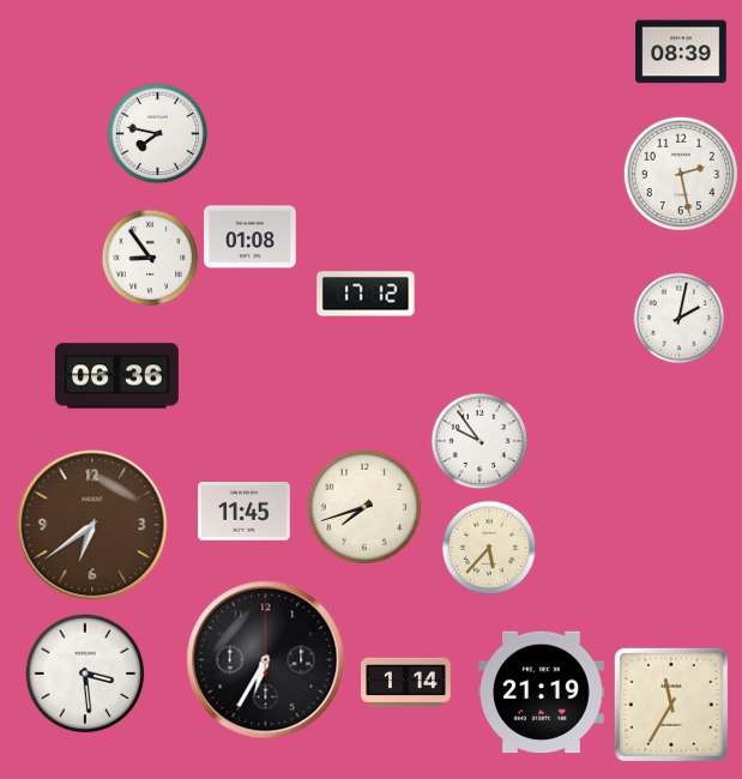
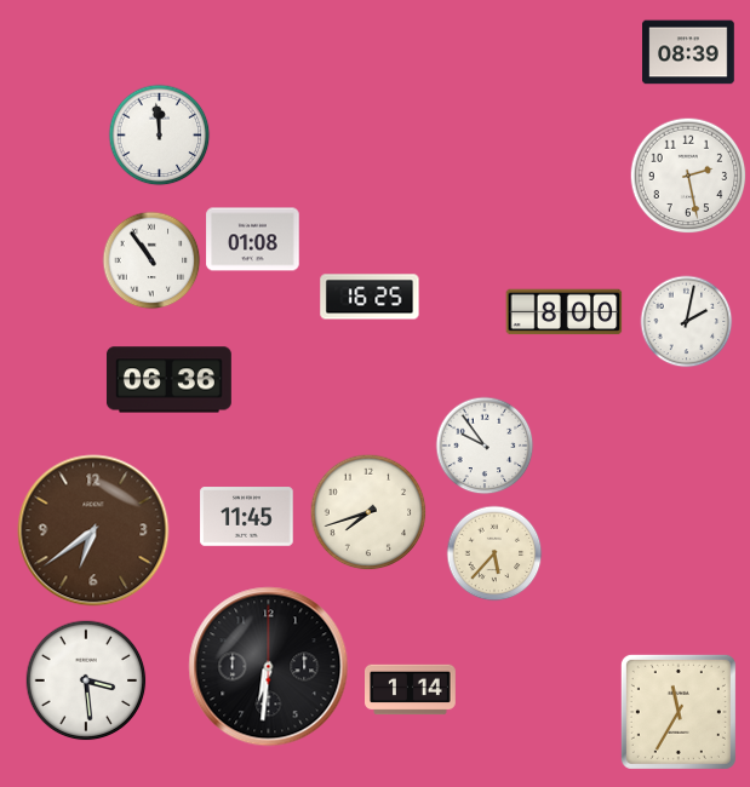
clock at (158, 134): 7:47 -> 11:59
clock at (150, 258): 8:54 -> 10:54
clock at (366, 294): 17:12 -> 16:25
clock at (565, 312): none -> 8:00
clock at (116, 376) position: (116, 376) -> (168, 380)
clock at (266, 660): 6:35 -> 6:31
clock at (542, 693): 21:19 -> none
